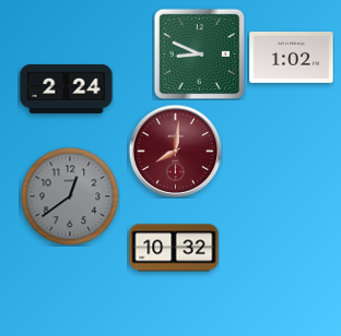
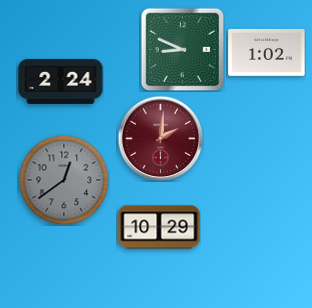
clock at (175, 151): 8:01 -> 2:01
clock at (174, 248): 10:32 -> 10:29
